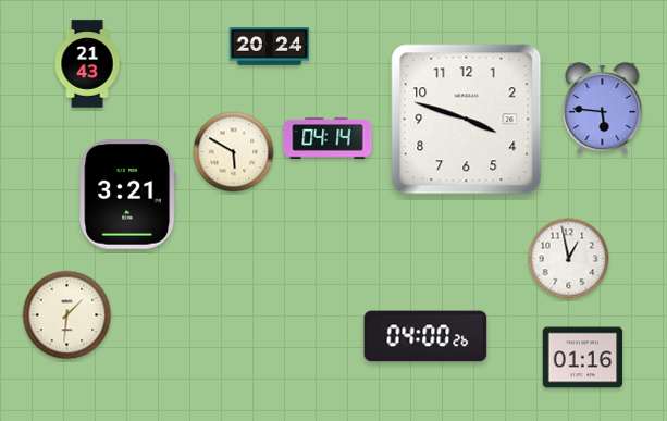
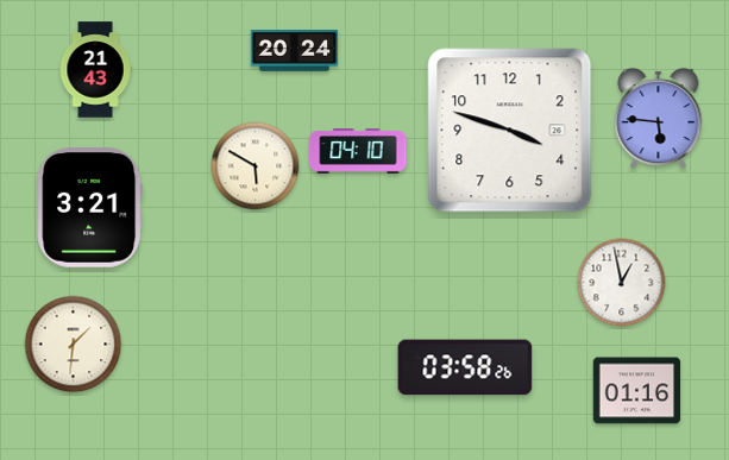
clock at (328, 138): 04:14 -> 04:10
clock at (128, 195) position: (128, 195) -> (90, 208)
clock at (425, 336): 04:00 -> 03:58
